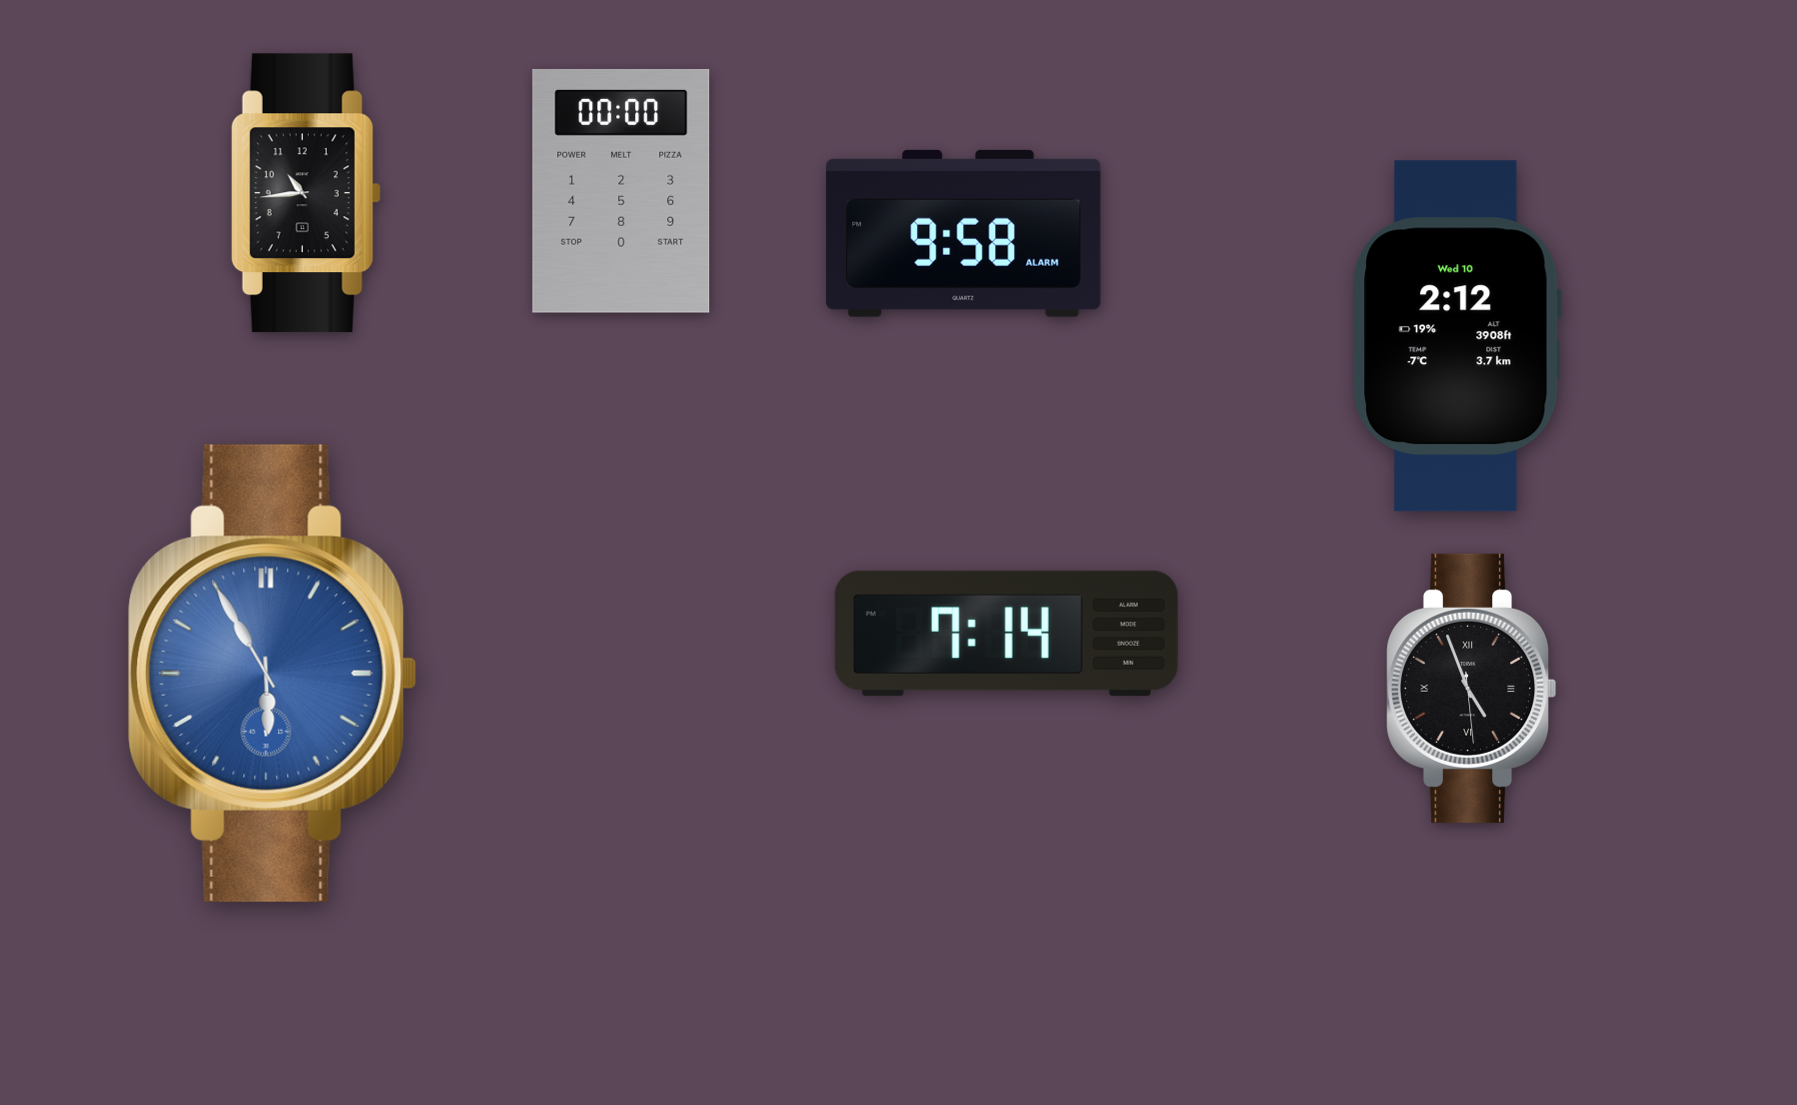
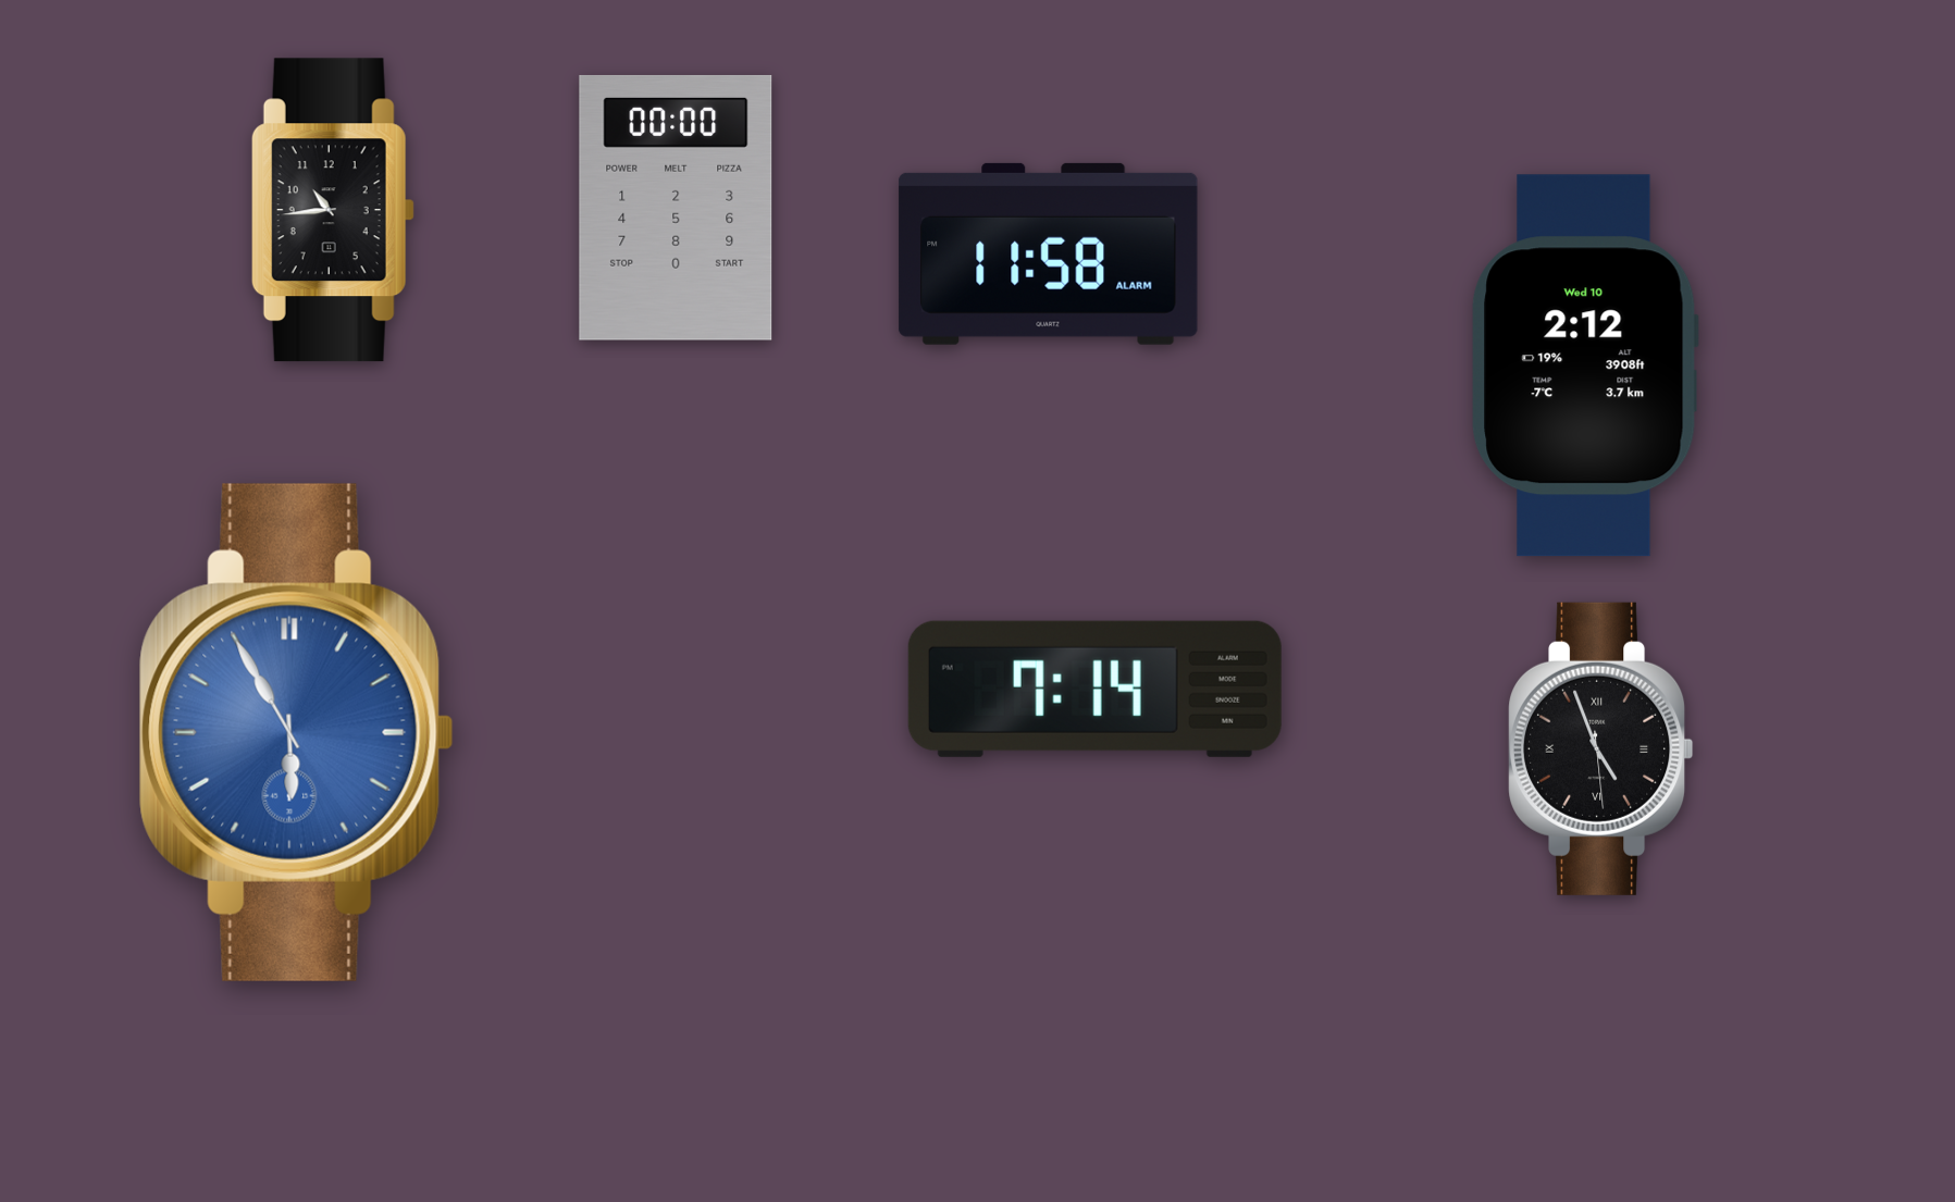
clock at (964, 233): 9:58 -> 11:58
